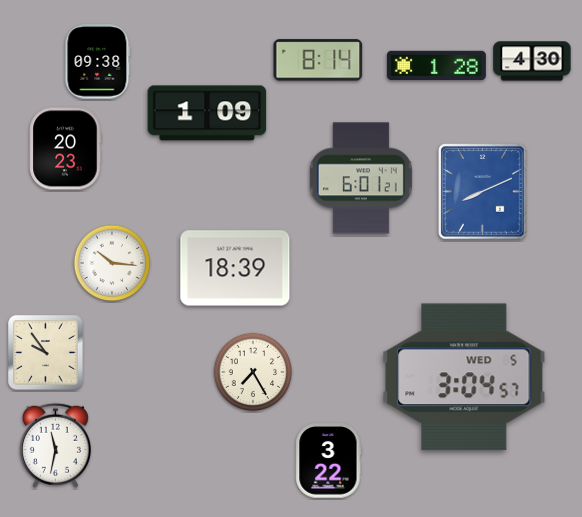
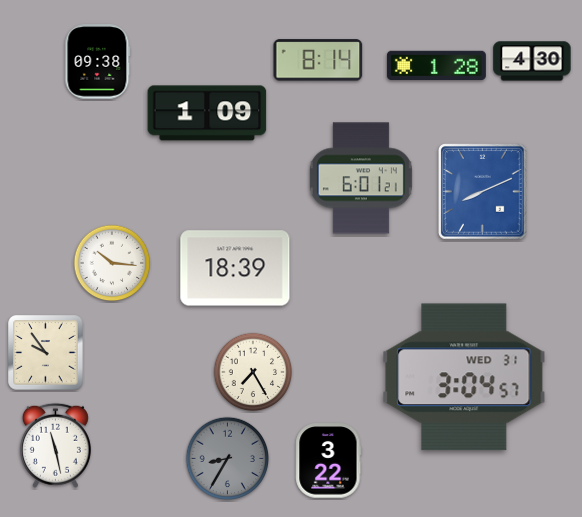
clock at (66, 149): 20:23 -> none
clock at (464, 377) date: WED 5 -> WED 31
clock at (55, 445): 11:32 -> 11:28
clock at (228, 459): none -> 8:35
